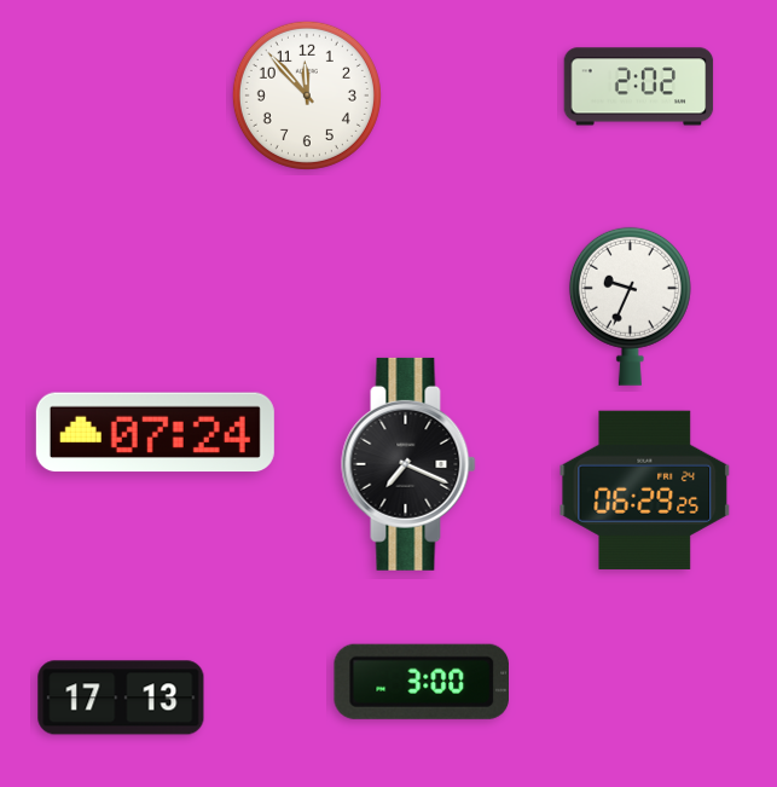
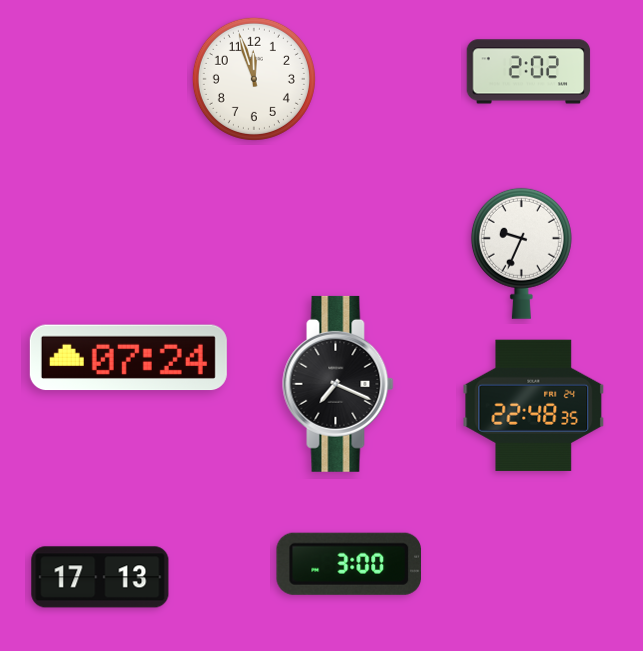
clock at (307, 96): 11:53 -> 11:57
clock at (645, 490): 06:29 -> 22:48
